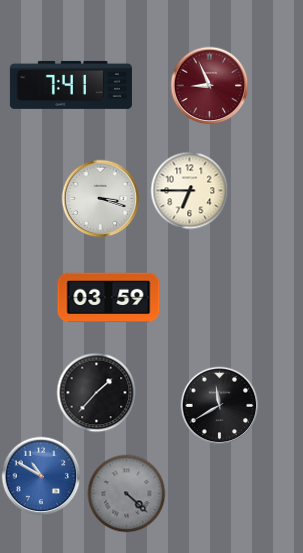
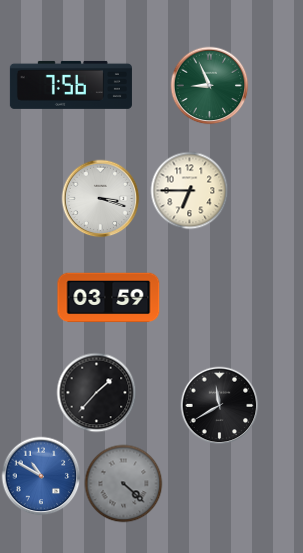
clock at (71, 85): 7:41 -> 7:56
clock at (209, 85) dial: burgundy -> green
clock at (126, 493) position: (126, 493) -> (123, 483)
